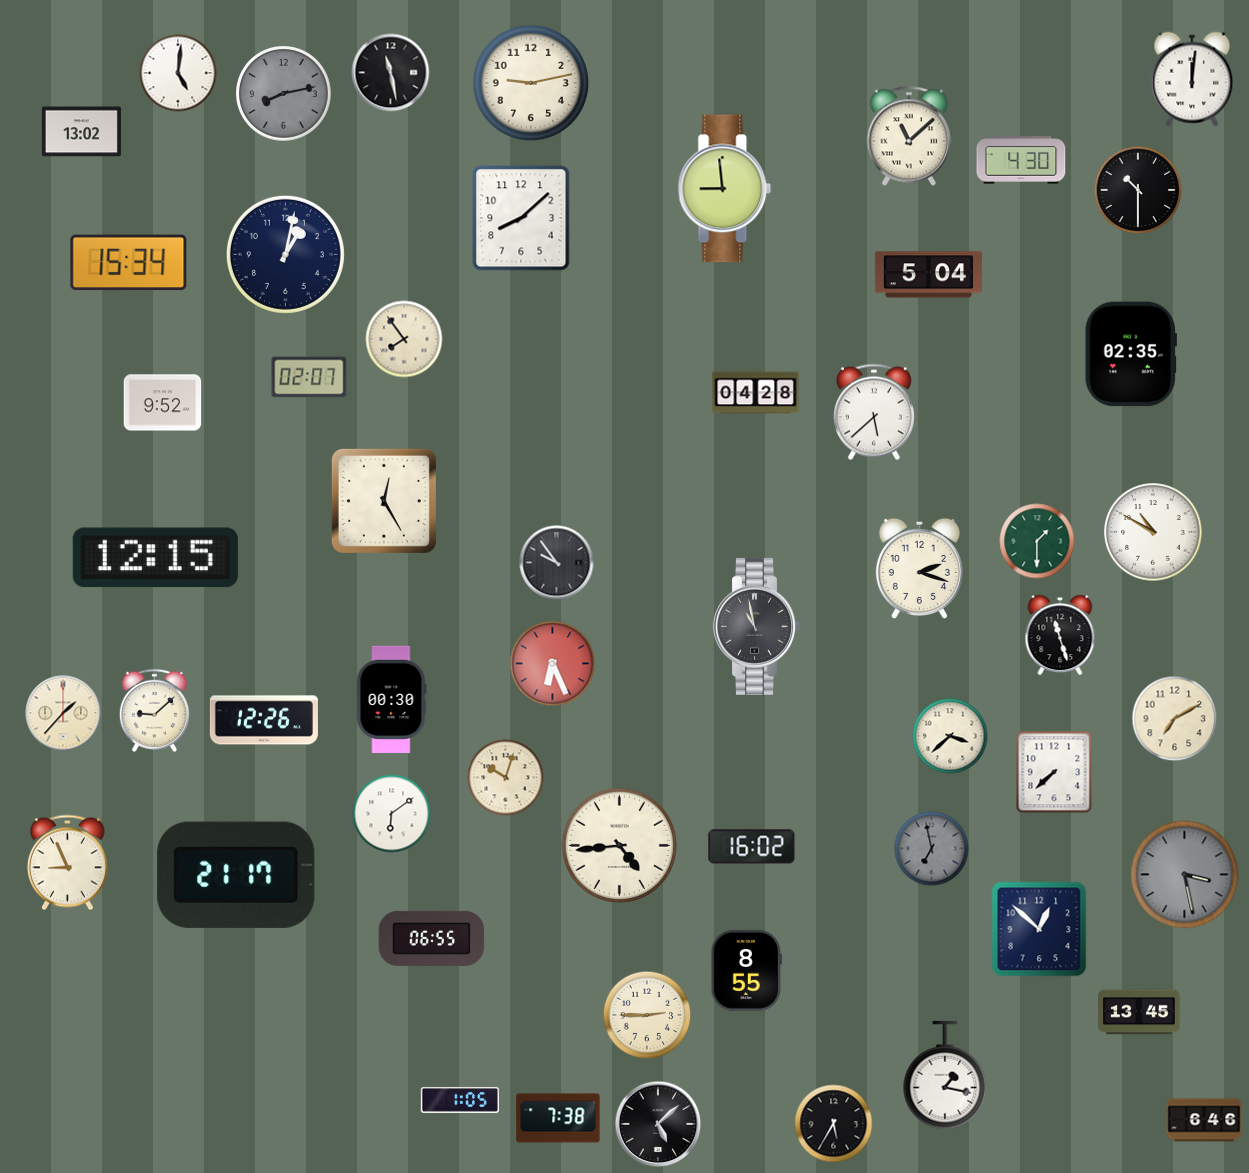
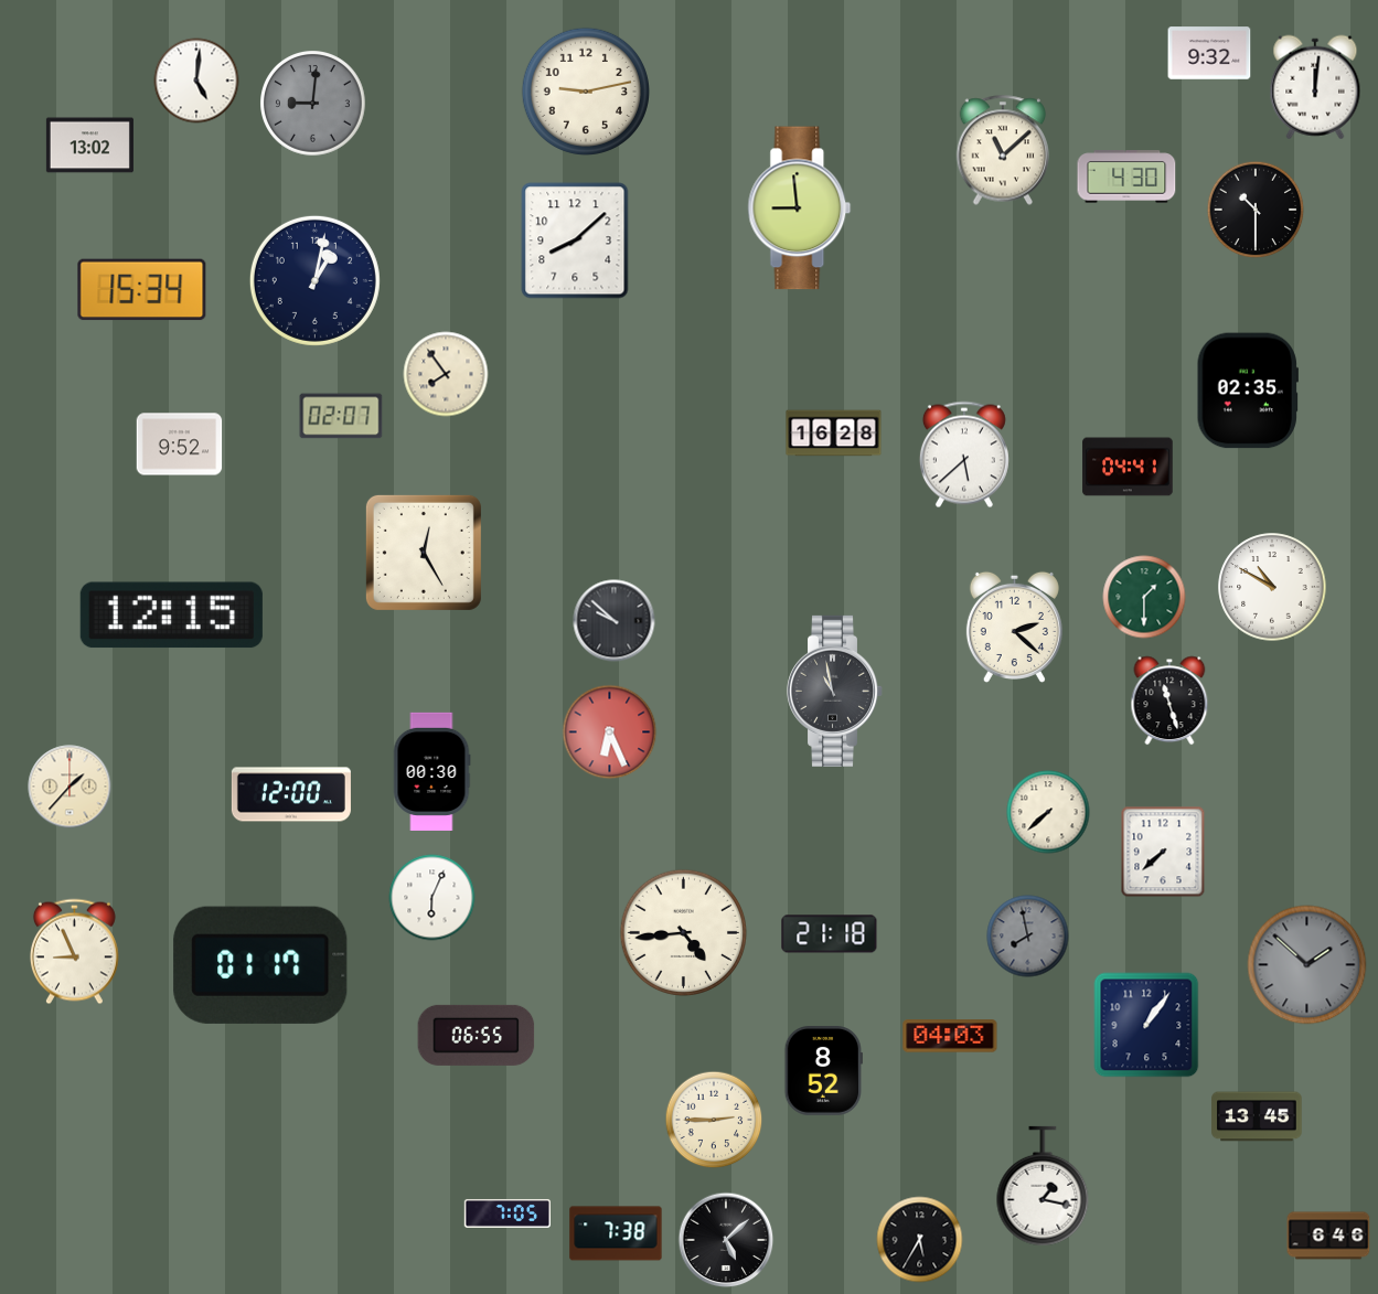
clock at (1209, 53): none -> 9:32
clock at (391, 73): 11:28 -> none
clock at (284, 94): 8:13 -> 9:01
clock at (928, 275): 5:04 -> none
clock at (756, 393): 04:28 -> 16:28
clock at (1128, 467): none -> 04:41
clock at (557, 563): 9:54 -> 9:52
clock at (919, 568): 2:18 -> 2:22
clock at (154, 710): 9:08 -> none
clock at (1175, 719): 7:10 -> none
clock at (264, 720): 12:26 -> 12:00
clock at (950, 736): 3:38 -> 7:38
clock at (506, 778): 10:03 -> none
clock at (392, 814): 6:09 -> 6:04
clock at (752, 847): 16:02 -> 21:18
clock at (932, 849): 6:58 -> 7:58
clock at (236, 875): 21:17 -> 01:17
clock at (1185, 875): 3:28 -> 1:52
clock at (1039, 929): 12:52 -> 1:06
clock at (950, 1036): none -> 04:03
clock at (746, 971): 8:55 -> 8:52
clock at (459, 1100): 1:05 -> 7:05
